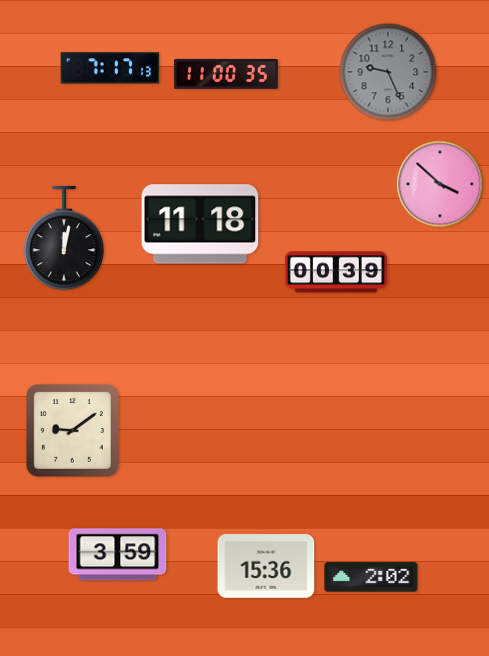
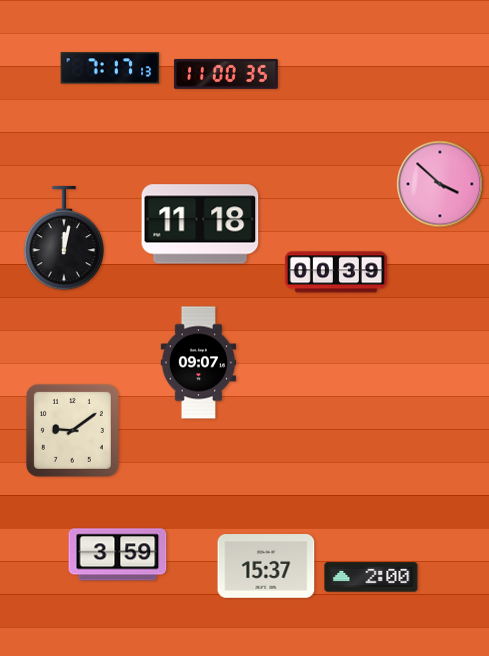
clock at (388, 72): 9:26 -> none
clock at (199, 363): none -> 09:07
clock at (266, 567): 15:36 -> 15:37
clock at (371, 577): 2:02 -> 2:00
